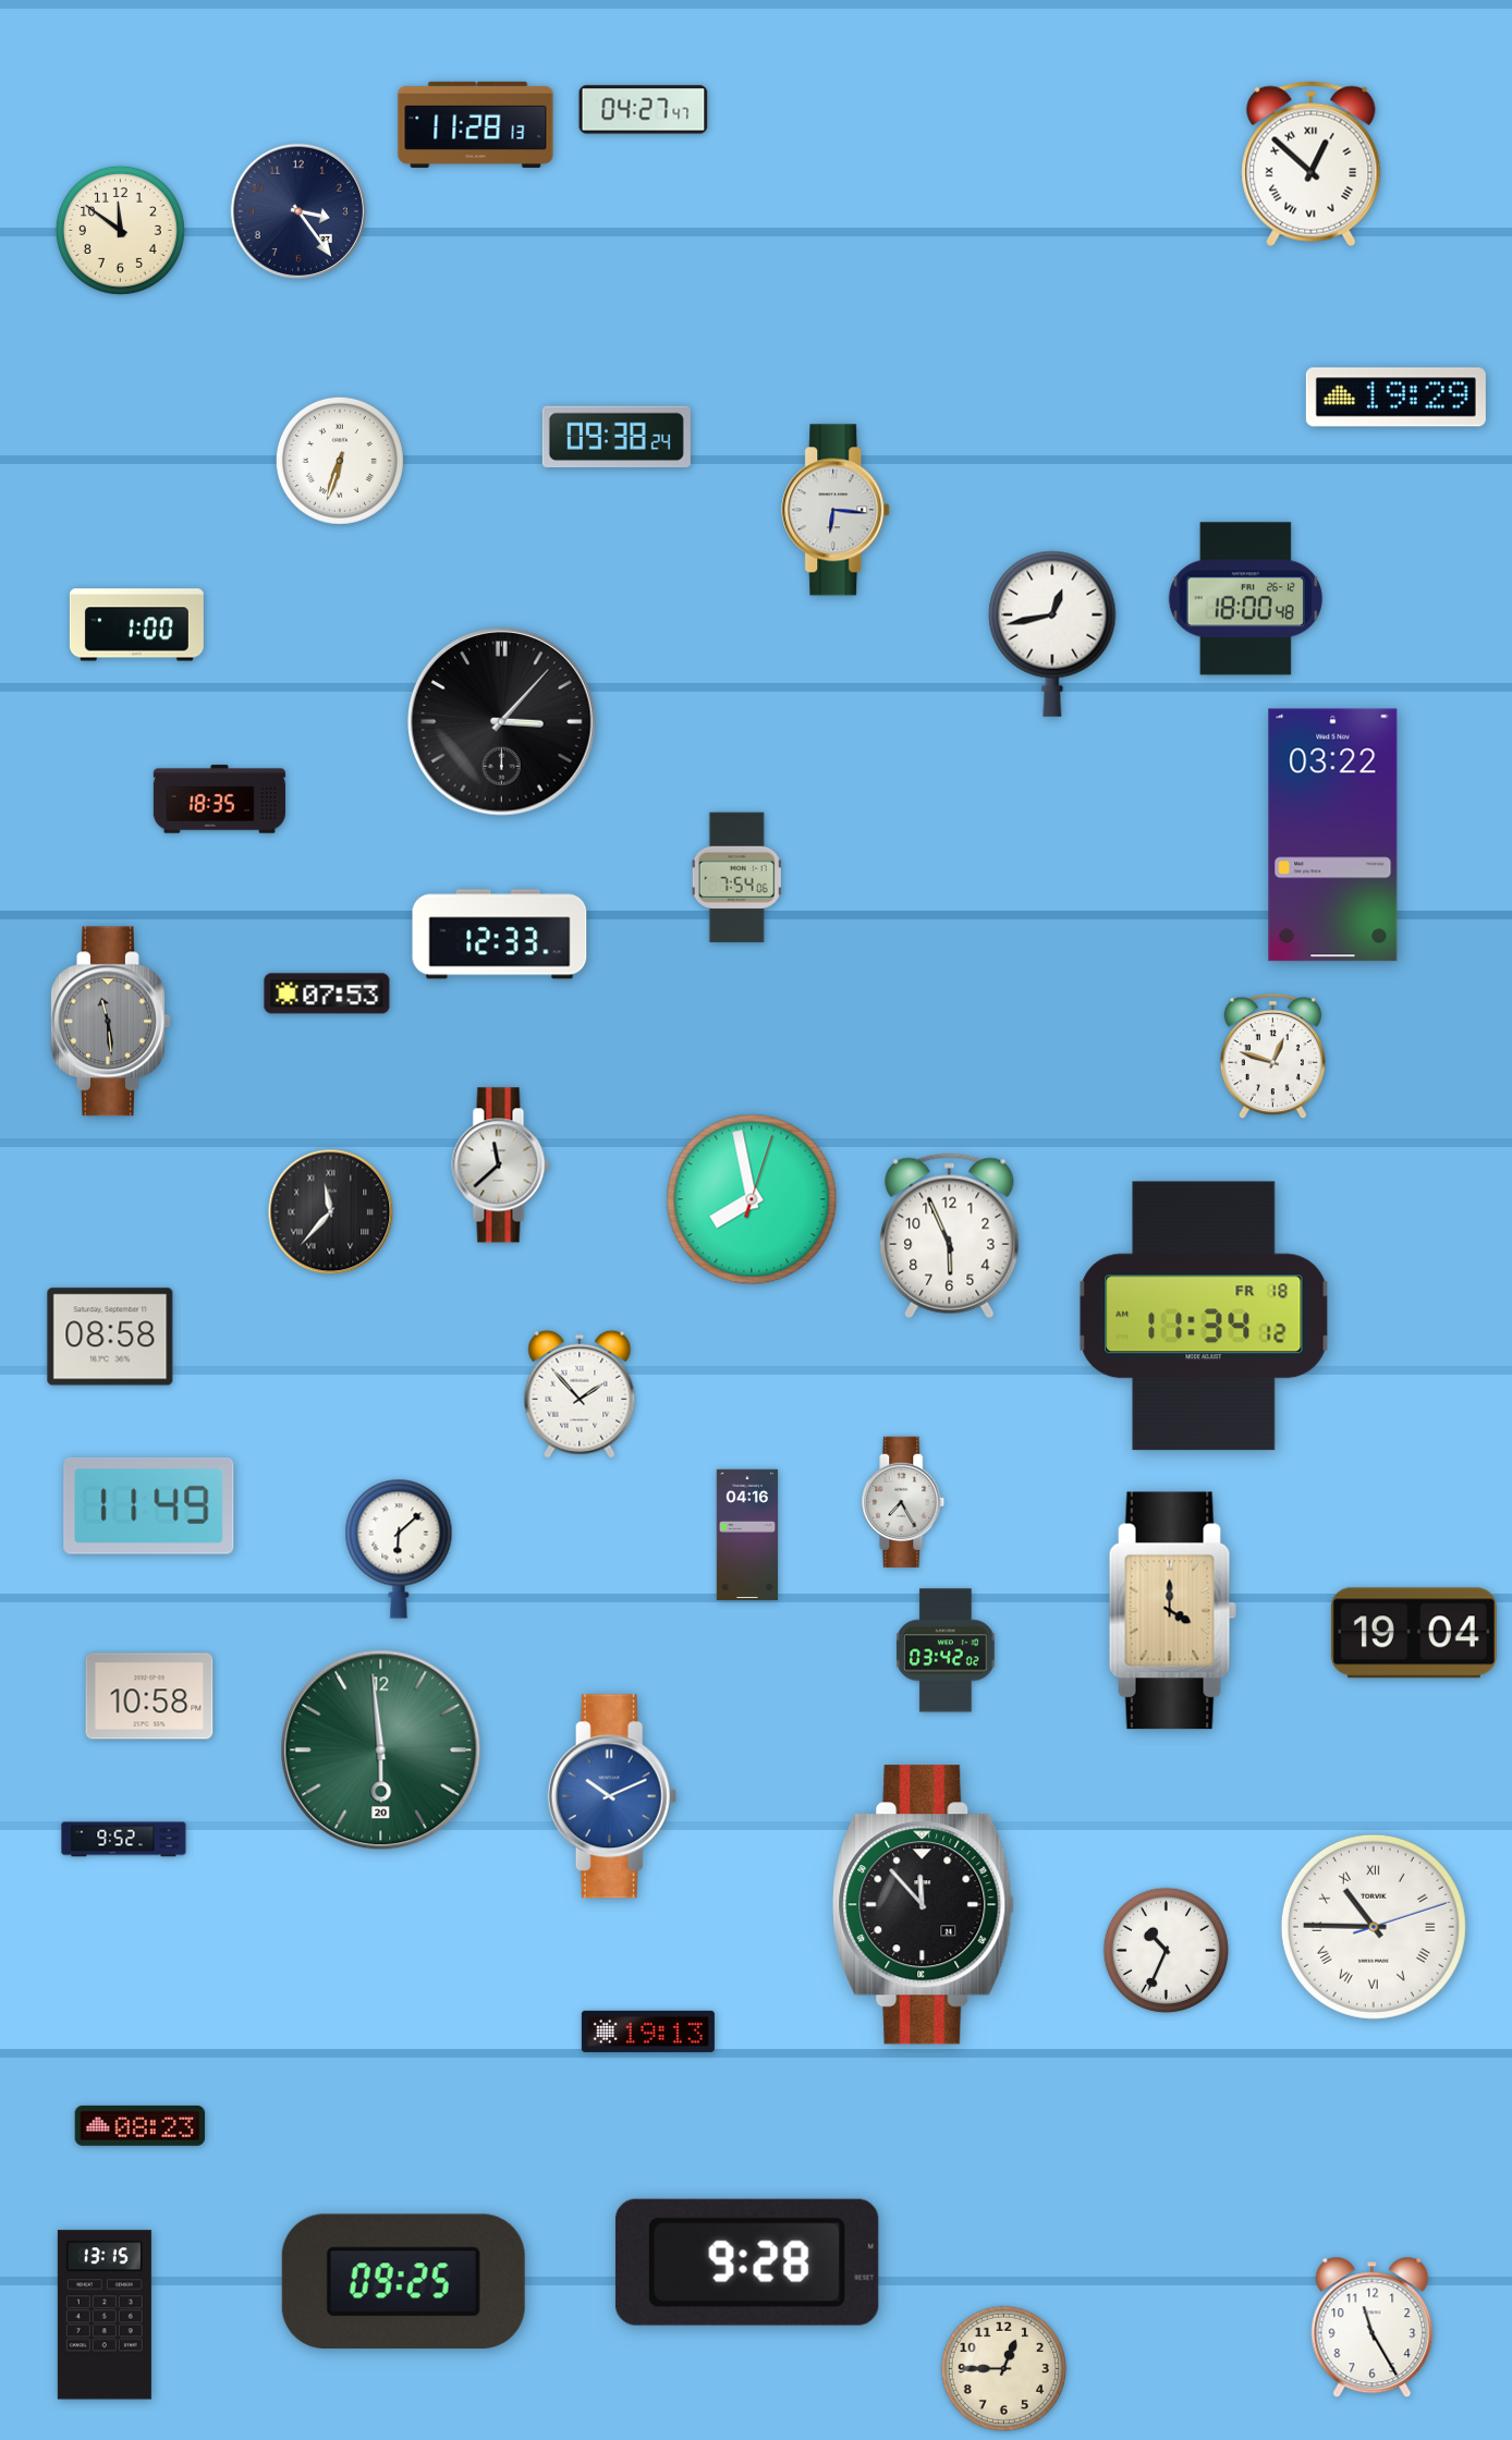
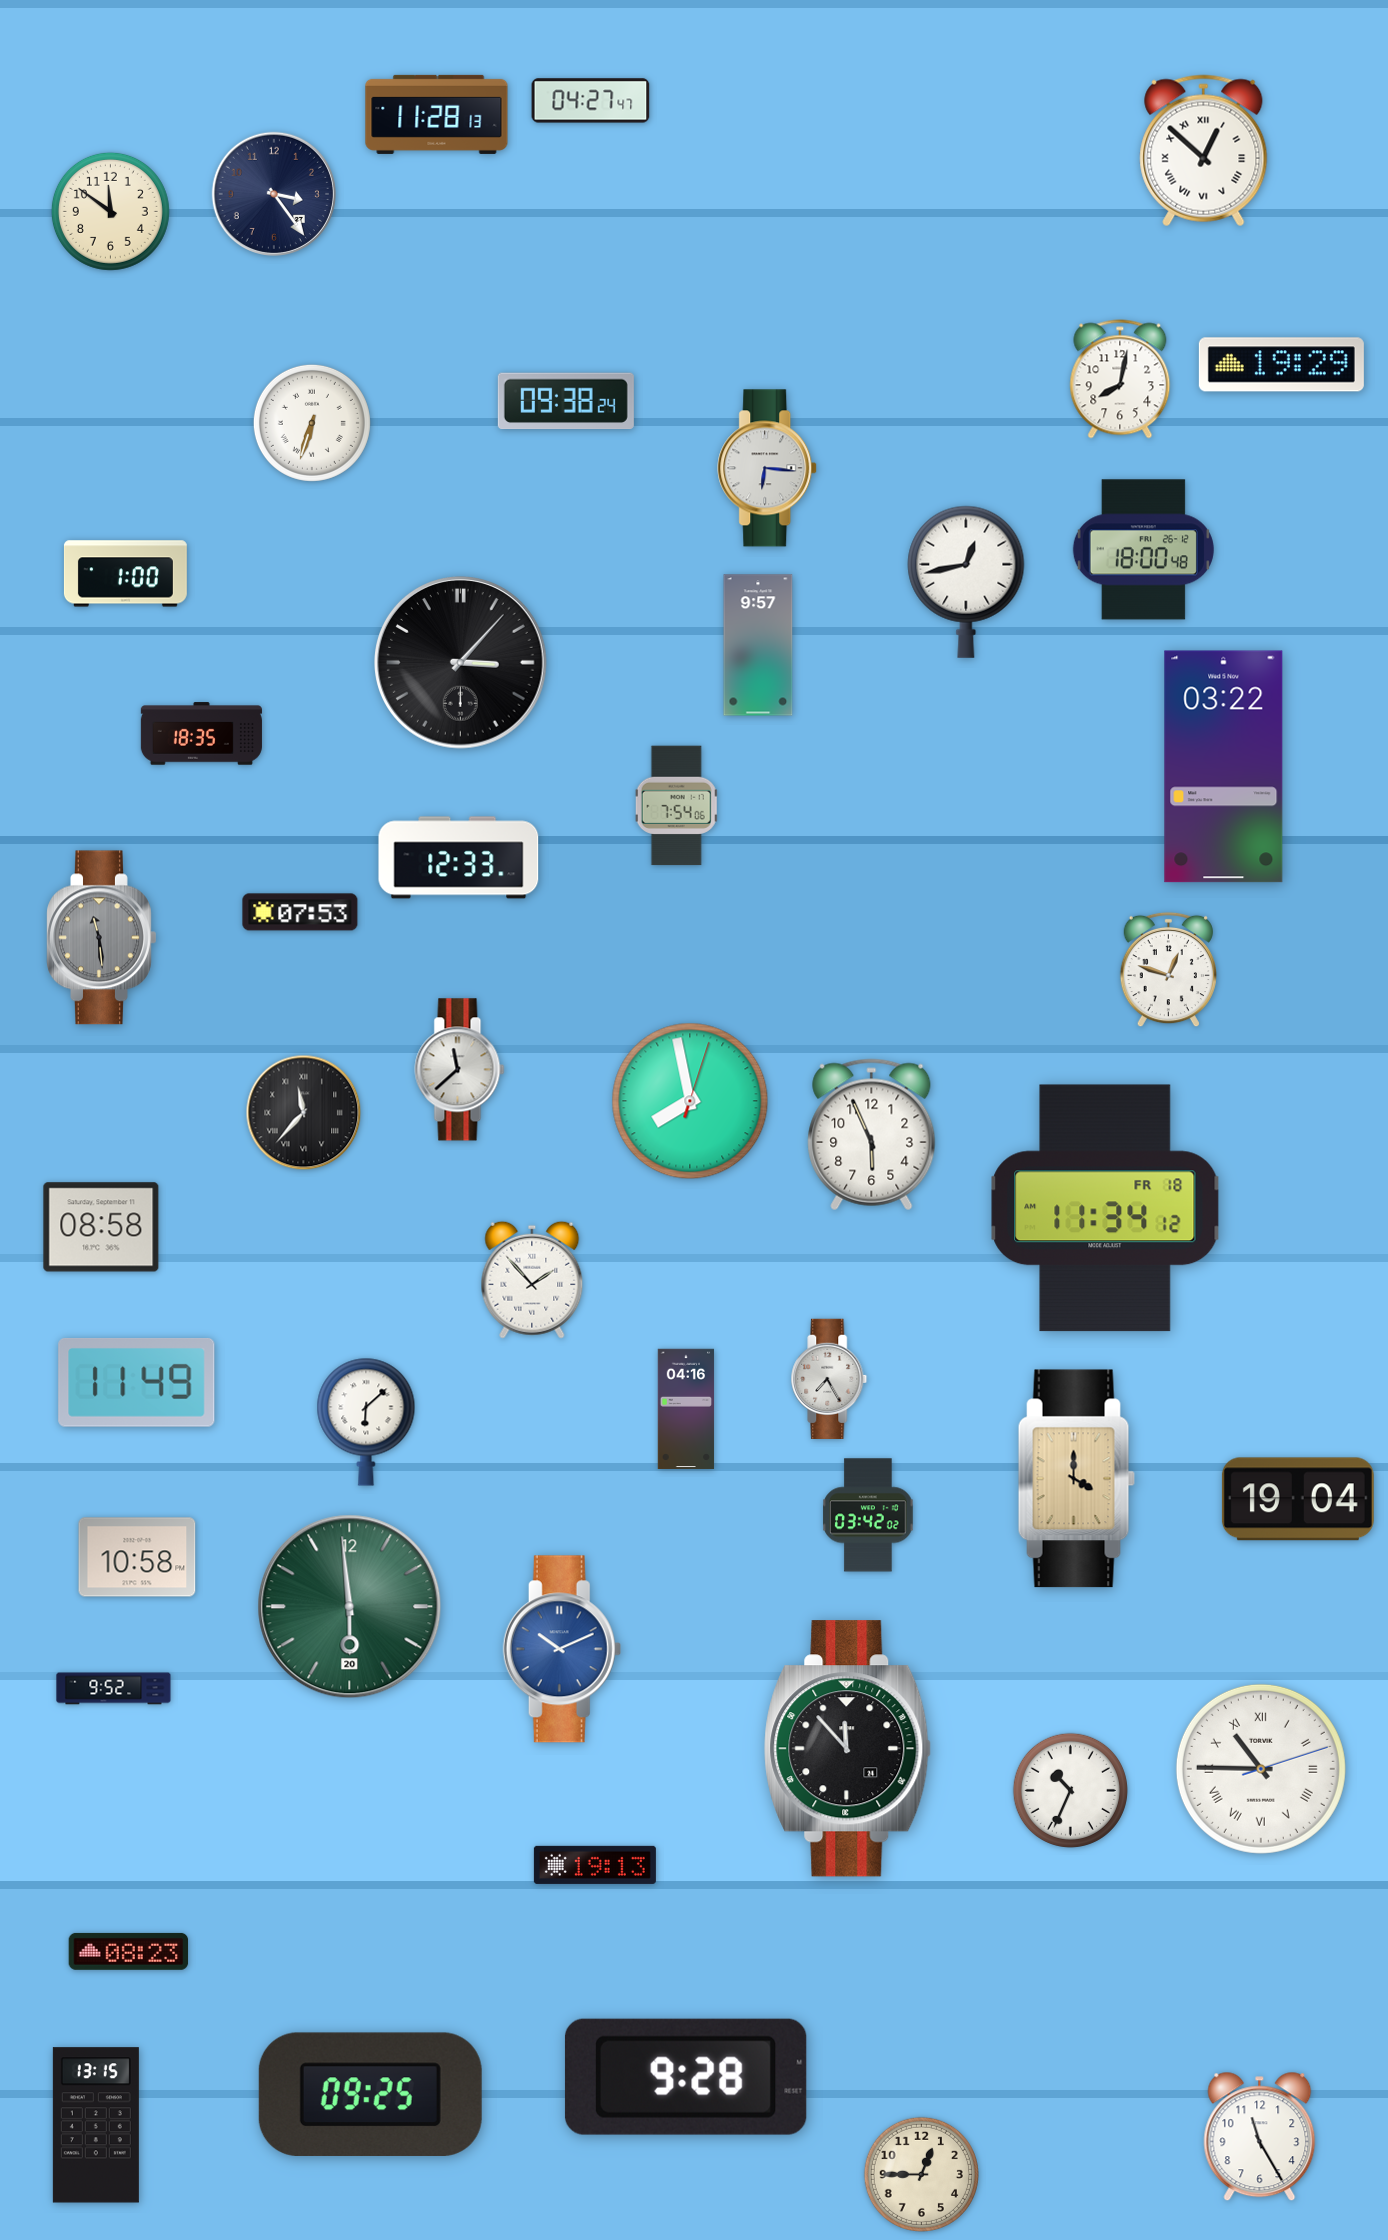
clock at (1120, 379): none -> 8:02
clock at (758, 645): none -> 9:57
